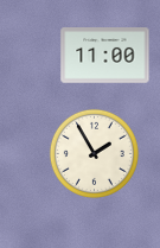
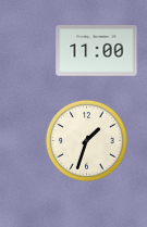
clock at (94, 153): 1:55 -> 1:33
